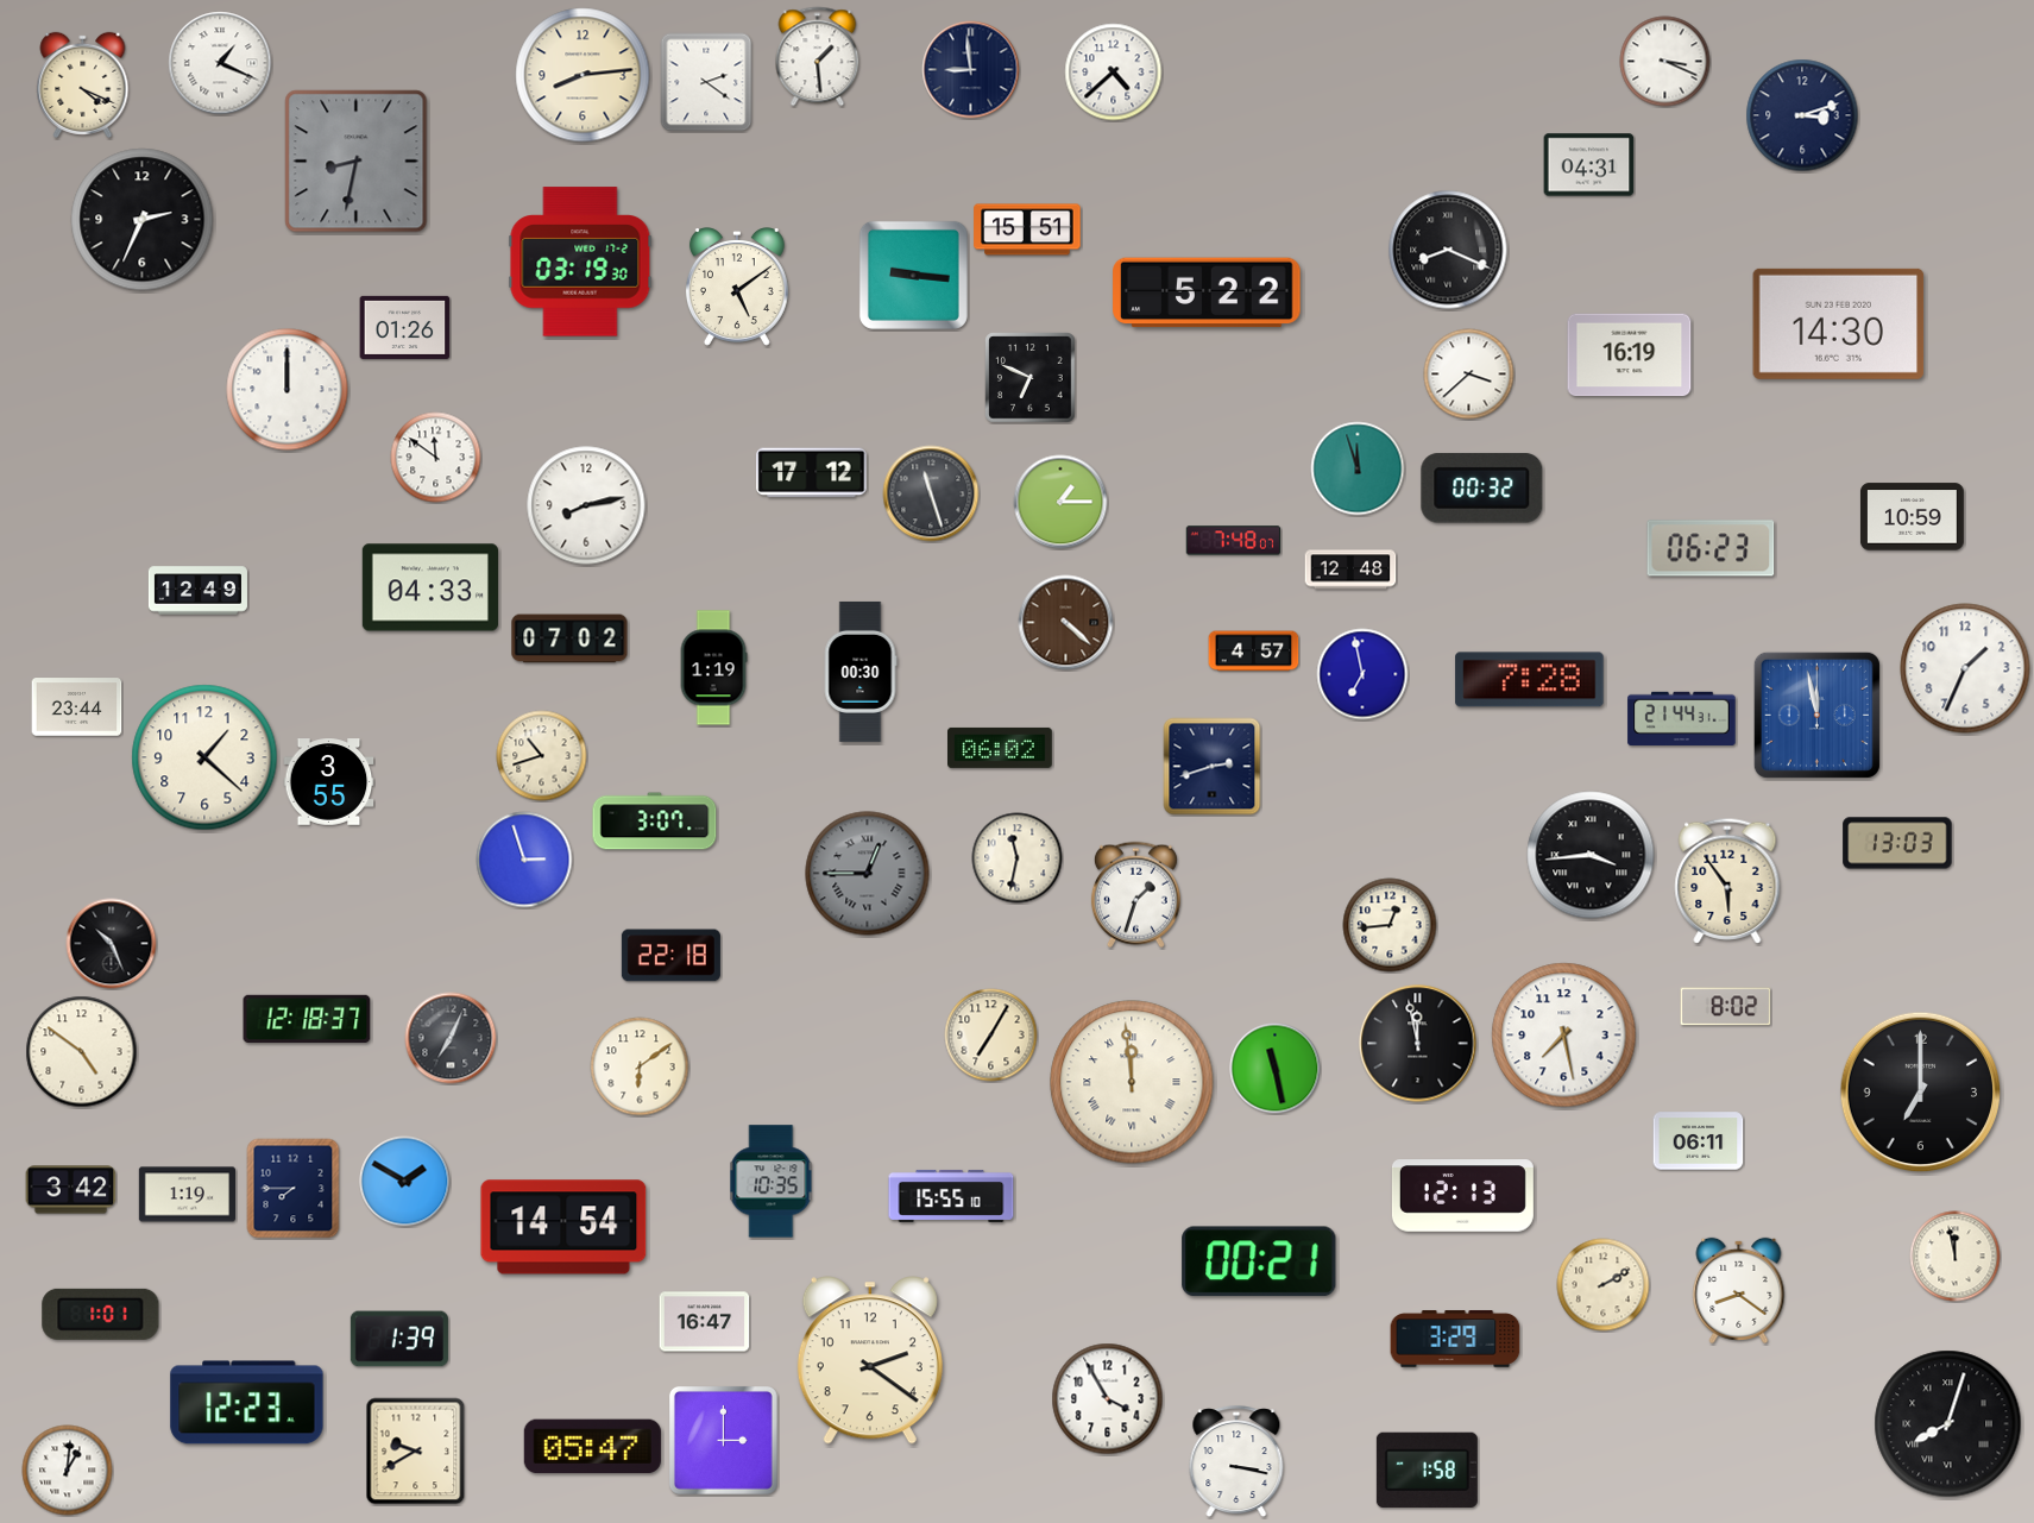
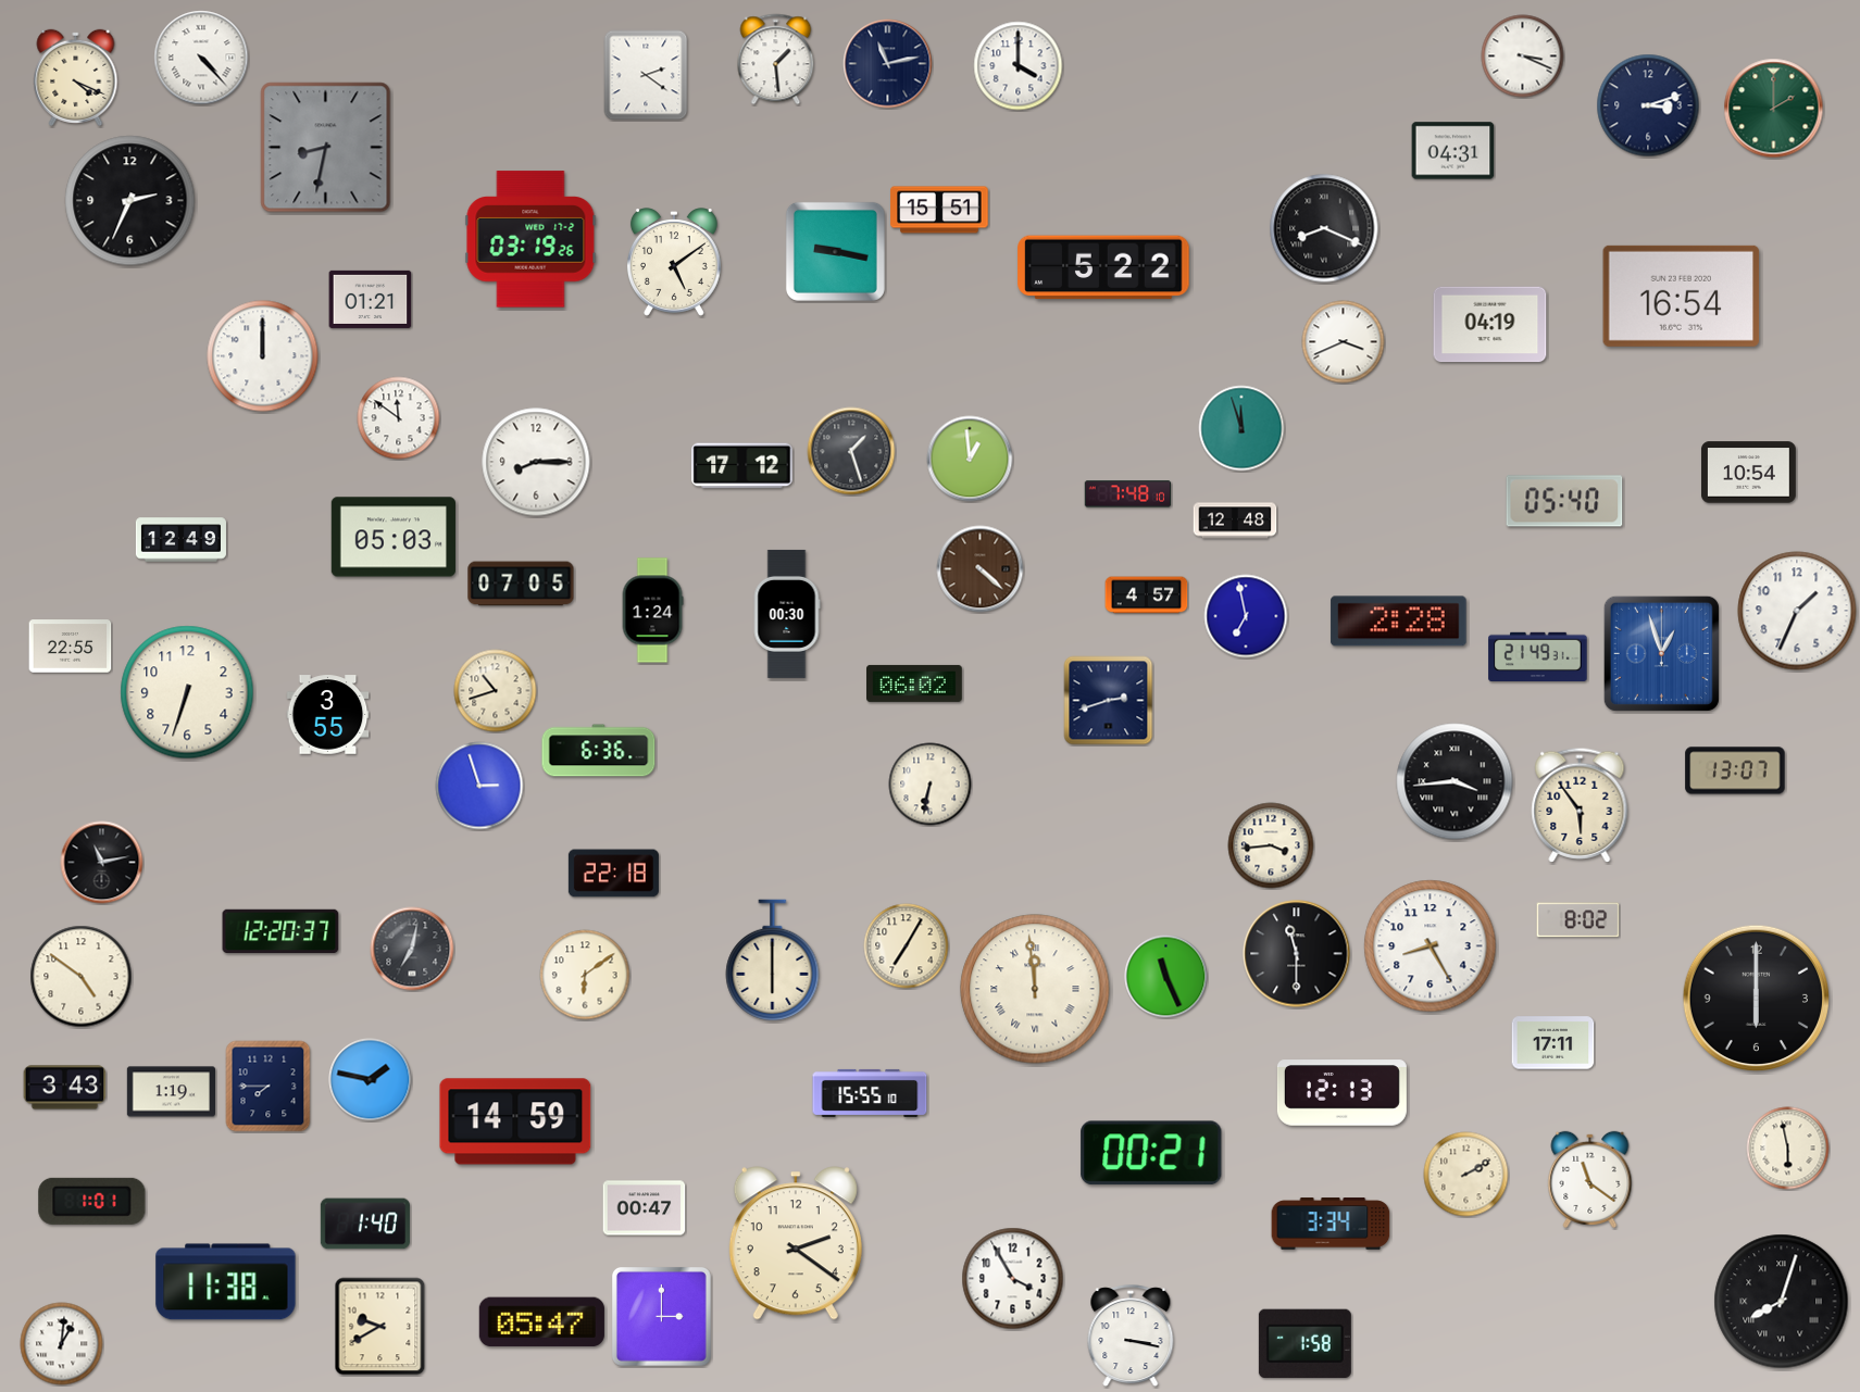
clock at (818, 57) position: (818, 57) -> (776, 60)
clock at (220, 63): 1:19 -> 4:23
clock at (971, 70): 8:59 -> 11:13
clock at (1114, 73): 4:38 -> 4:00
clock at (583, 75): 8:14 -> none
clock at (1774, 109): none -> 2:00
clock at (580, 262): 03:19:30 -> 03:19:26
clock at (913, 275): 9:16 -> 9:17
clock at (1839, 323): 14:30 -> 16:54
clock at (405, 327): 01:26 -> 01:21
clock at (1630, 355): 16:19 -> 04:19
clock at (1469, 375): 3:38 -> 3:41
clock at (1031, 378): 6:49 -> none
clock at (812, 473) position: (812, 473) -> (742, 466)
clock at (1482, 489): 00:32 -> none
clock at (931, 493): 11:27 -> 1:27
clock at (1060, 502): 1:15 -> 12:59
clock at (586, 505): 8:13 -> 8:15
clock at (1913, 517): 10:59 -> 10:54
clock at (1234, 541): 7:48:07 -> 7:48:10
clock at (1711, 548): 06:23 -> 05:40
clock at (430, 587): 04:33 -> 05:03
clock at (1066, 623) position: (1066, 623) -> (981, 569)
clock at (569, 638): 07:02 -> 07:05
clock at (713, 668): 1:19 -> 1:24
clock at (1530, 680): 7:28 -> 2:28
clock at (77, 707): 23:44 -> 22:55
clock at (1816, 715): 11:58 -> 12:57
clock at (1682, 718): 21:44 -> 21:49
clock at (204, 757): 1:22 -> 6:33
clock at (329, 782) position: (329, 782) -> (328, 715)
clock at (655, 822): 3:07 -> 6:36
clock at (1897, 843): 13:03 -> 13:07
clock at (1018, 858): 11:32 -> 6:32
clock at (868, 874): 12:45 -> none
clock at (1135, 895): 1:33 -> none
clock at (1390, 925): 12:44 -> 3:44
clock at (112, 944): 10:26 -> 11:13
clock at (307, 1018): 12:18 -> 12:20
clock at (1564, 1036): 7:28 -> 8:25
clock at (451, 1038): 7:04 -> 7:02
clock at (1418, 1044): 11:58 -> 11:30
clock at (773, 961): none -> 6:00
clock at (82, 1052) position: (82, 1052) -> (82, 977)
clock at (1276, 1069): 11:28 -> 11:26
clock at (1921, 1093): 7:00 -> 6:00
clock at (1699, 1141): 06:11 -> 17:11
clock at (405, 1182): 1:50 -> 1:47
clock at (772, 1182): 10:35 -> none
clock at (71, 1190): 3:42 -> 3:43
clock at (1462, 1196) position: (1462, 1196) -> (1341, 1093)
clock at (563, 1227): 14:54 -> 14:59
clock at (1956, 1257): 11:58 -> 5:58
clock at (1739, 1290): 8:21 -> 11:21
clock at (705, 1322): 16:47 -> 00:47
clock at (399, 1339): 1:39 -> 1:40
clock at (1455, 1339): 3:29 -> 3:34
clock at (247, 1403): 12:23 -> 11:38
